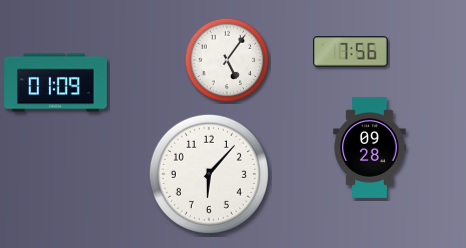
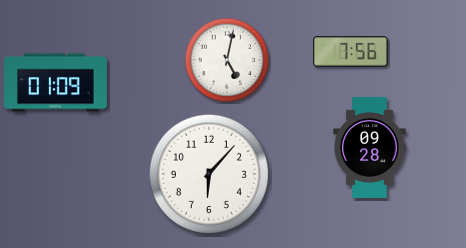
clock at (227, 60): 5:06 -> 5:02
